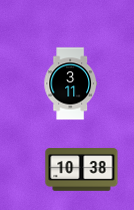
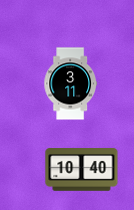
clock at (82, 170): 10:38 -> 10:40
